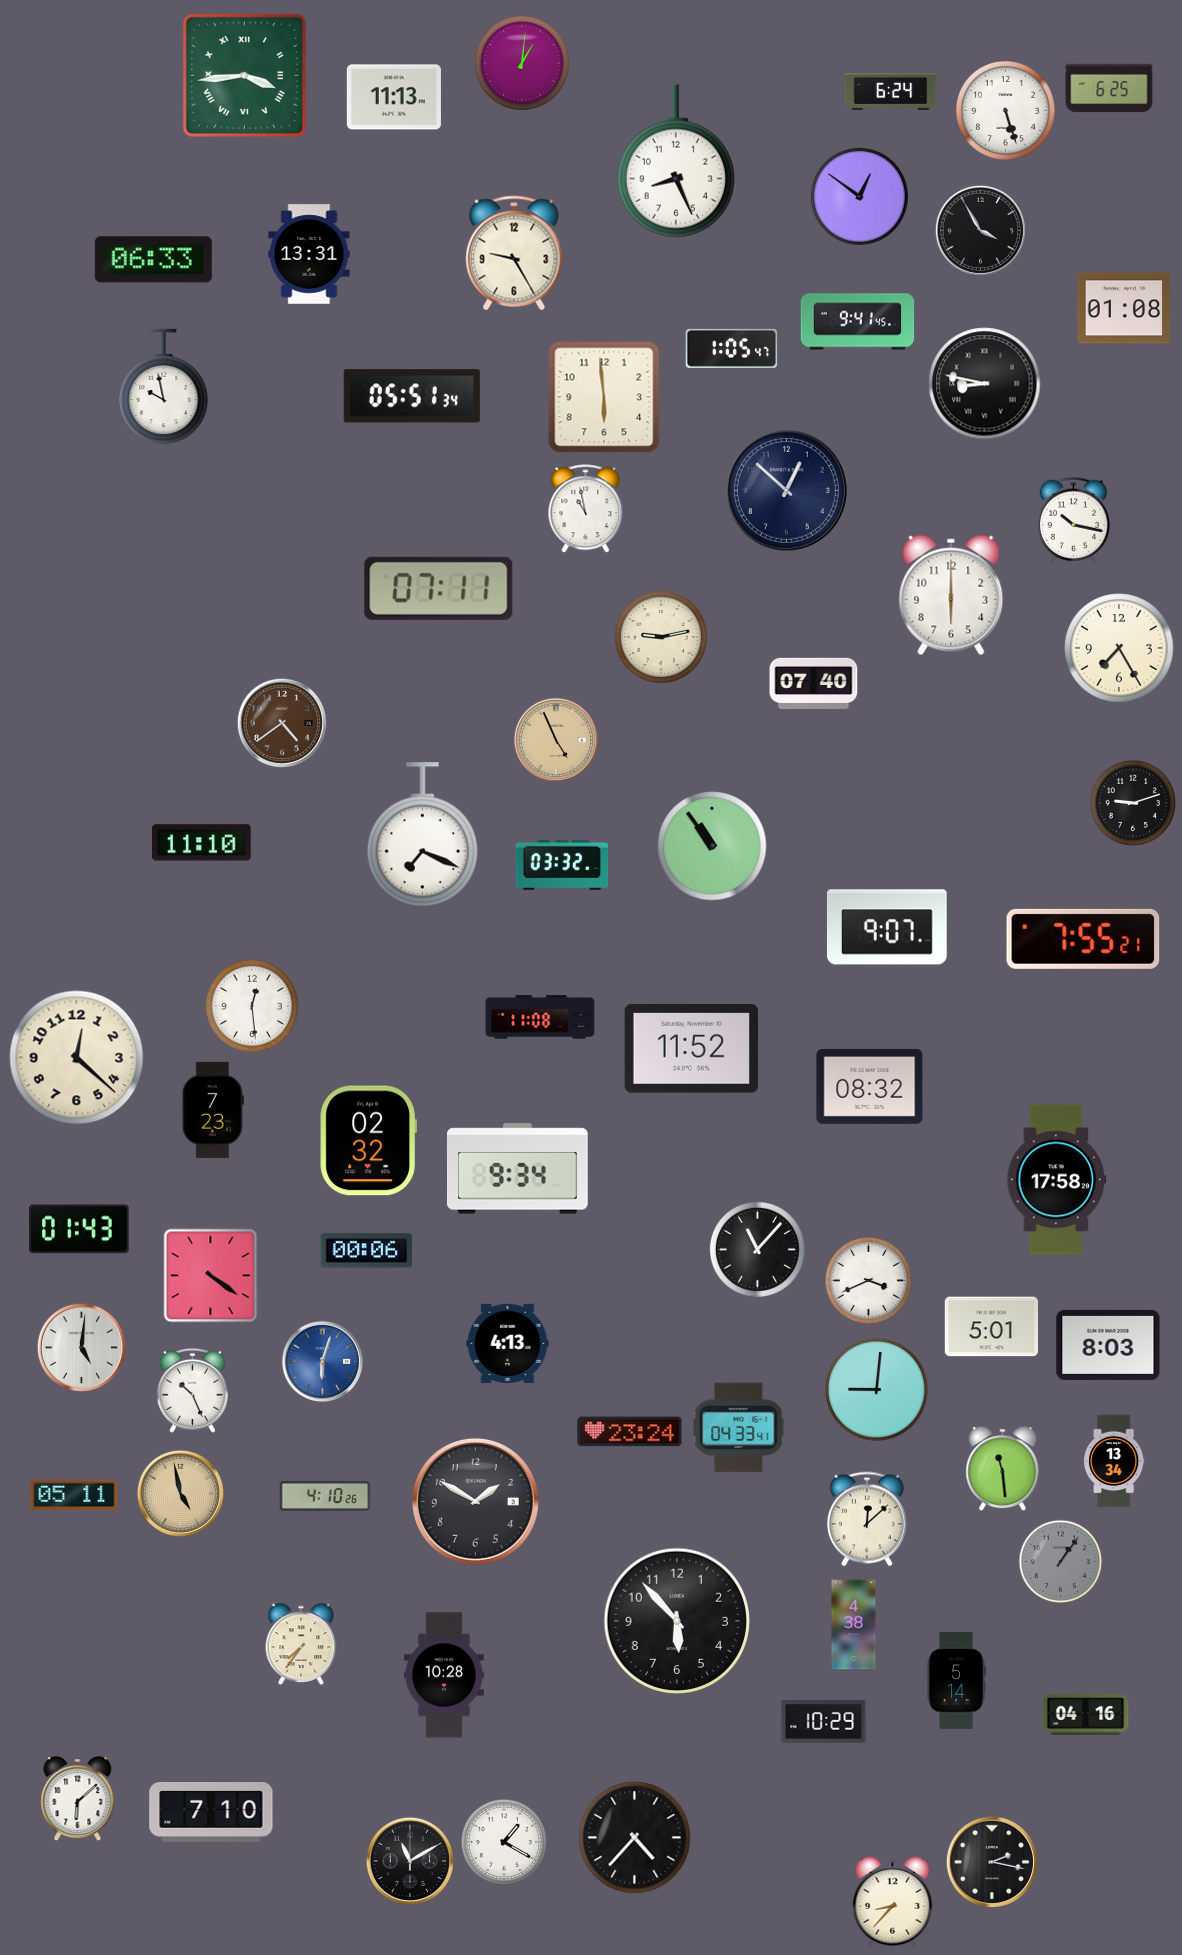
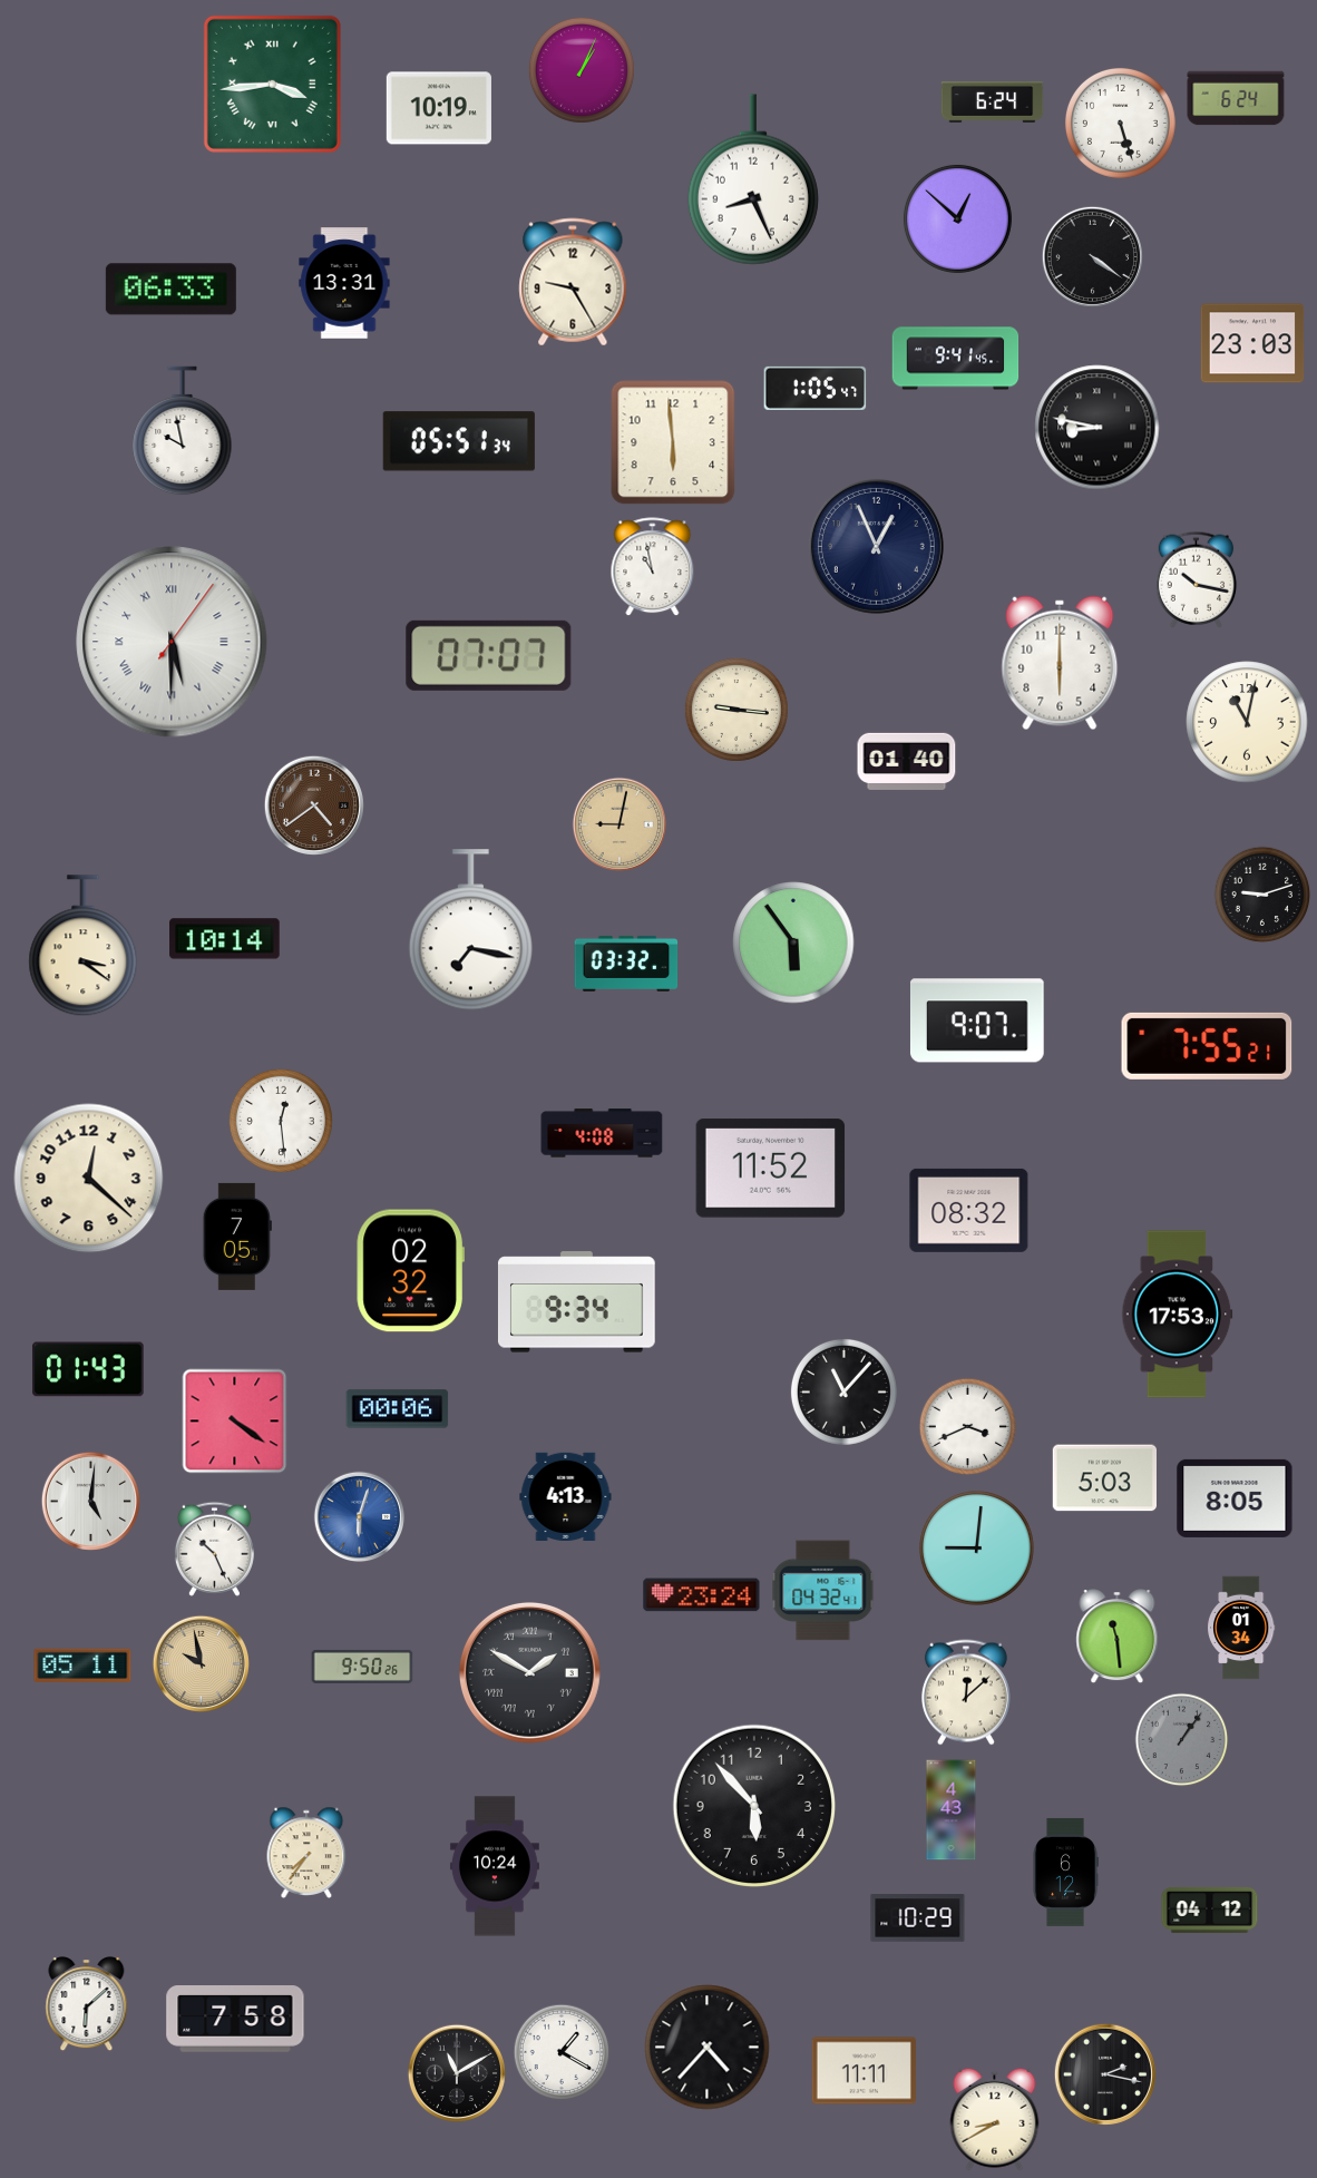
clock at (522, 63): 1:01 -> 1:04
clock at (1109, 88): 6:25 -> 6:24
clock at (394, 97): 11:13 -> 10:19
clock at (859, 196): 12:51 -> 12:52
clock at (980, 230): 3:55 -> 4:21
clock at (1124, 308): 01:08 -> 23:03
clock at (786, 490): 12:52 -> 12:56
clock at (172, 642): none -> 5:30
clock at (439, 588): 07:11 -> 07:07
clock at (661, 637): 9:13 -> 9:16
clock at (1119, 648): 7:25 -> 11:02
clock at (814, 683): 07:40 -> 01:40
clock at (555, 739): 4:56 -> 9:02
clock at (422, 835): 7:19 -> 7:17
clock at (202, 843): 11:10 -> 10:14
clock at (712, 846): 10:54 -> 5:54
clock at (84, 946): none -> 3:21
clock at (887, 927) position: (887, 927) -> (977, 1020)
clock at (540, 1017): 11:08 -> 4:08
clock at (77, 1058) position: (77, 1058) -> (89, 1179)
clock at (213, 1110): 7:23 -> 7:05
clock at (1057, 1180): 17:58 -> 17:53
clock at (367, 1251) position: (367, 1251) -> (398, 1409)
clock at (991, 1327): 5:01 -> 5:03
clock at (1108, 1345): 8:03 -> 8:05
clock at (739, 1428): 04:33 -> 04:32
clock at (1115, 1461): 13:34 -> 01:34
clock at (180, 1493): 4:58 -> 9:58
clock at (325, 1496): 4:10 -> 9:50
clock at (475, 1501) numerals: Arabic -> Roman
clock at (854, 1625): 4:38 -> 4:43
clock at (301, 1644) position: (301, 1644) -> (306, 1853)
clock at (444, 1675): 10:28 -> 10:24
clock at (956, 1680): 5:14 -> 6:12
clock at (1086, 1714): 04:16 -> 04:12
clock at (211, 1813): 7:10 -> 7:58
clock at (864, 2071): none -> 11:11
clock at (893, 1902): 8:37 -> 8:40
